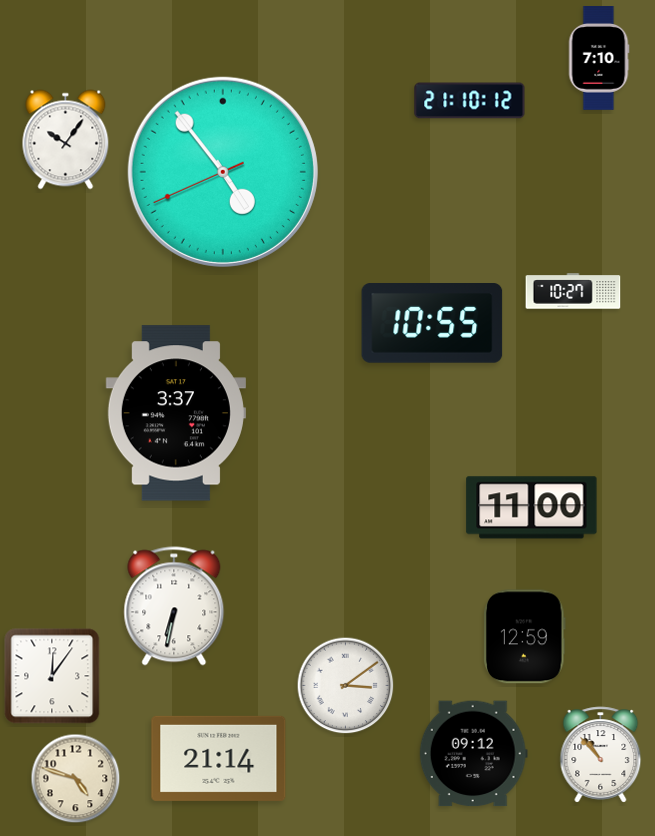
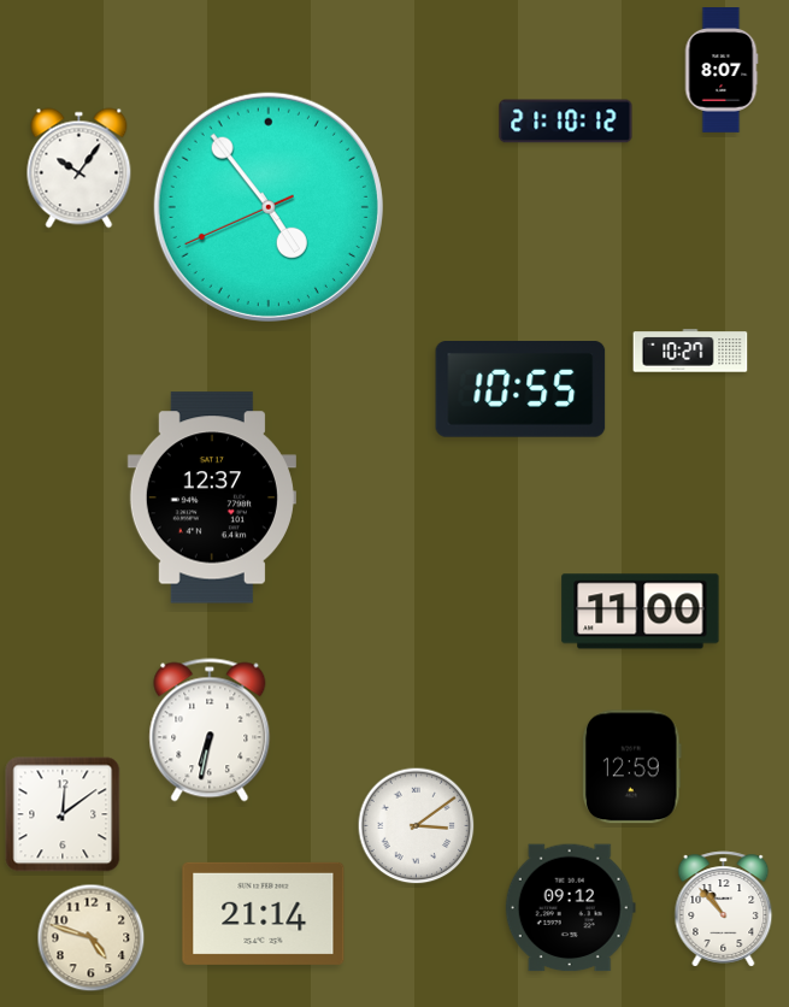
clock at (599, 59): 7:10 -> 8:07
clock at (176, 413): 3:37 -> 12:37
clock at (52, 676): 12:06 -> 12:09
